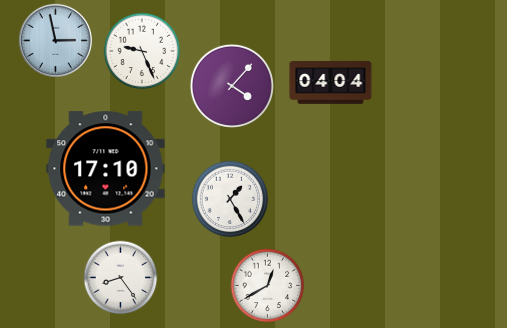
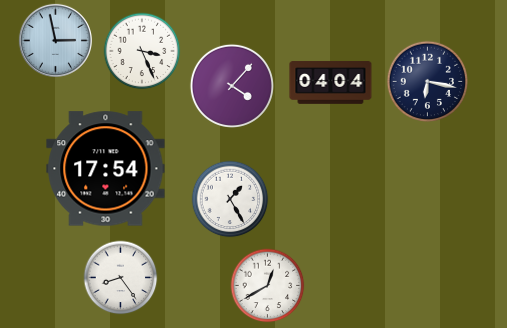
clock at (142, 51): 9:26 -> 3:26
clock at (427, 81): none -> 6:17
clock at (106, 169): 17:10 -> 17:54
